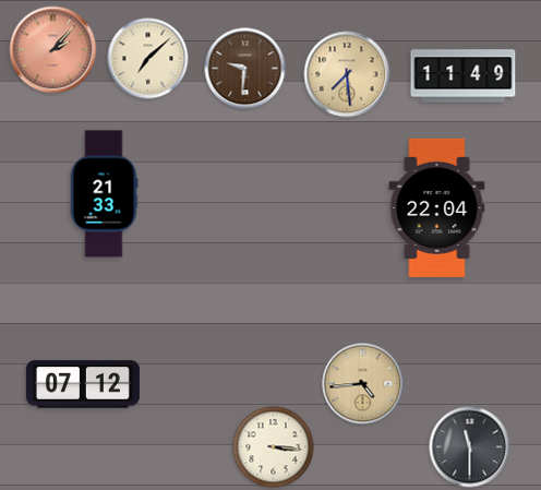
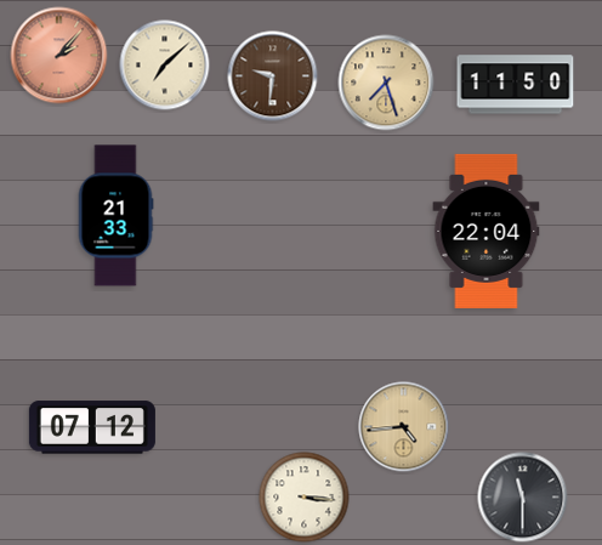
clock at (347, 74): 7:29 -> 7:27
clock at (464, 76): 11:49 -> 11:50
